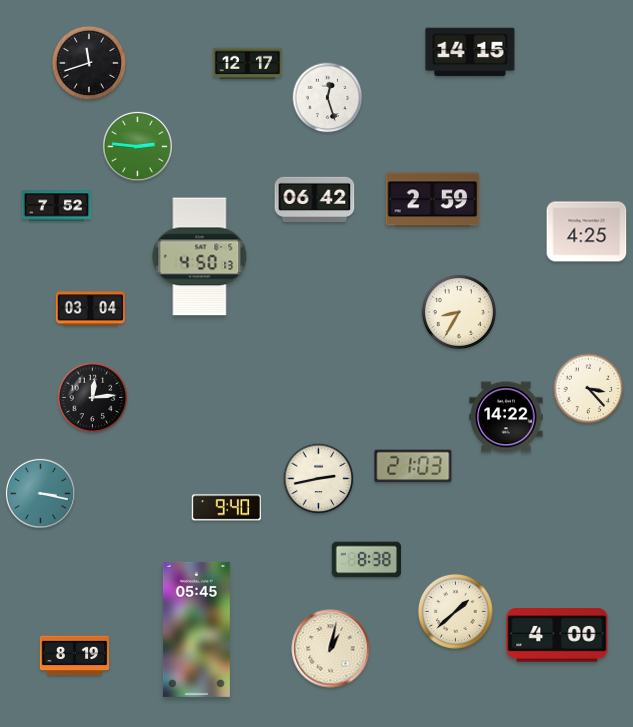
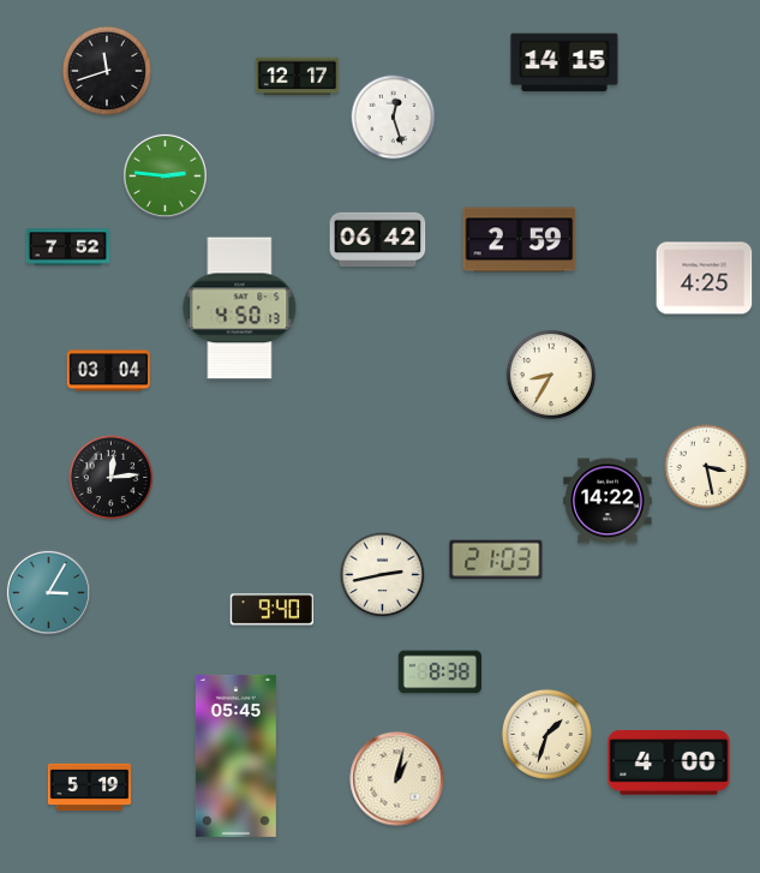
clock at (89, 63) position: (89, 63) -> (107, 71)
clock at (589, 389): 3:23 -> 3:28
clock at (40, 493): 3:17 -> 3:05
clock at (455, 611): 1:38 -> 1:33
clock at (75, 656): 8:19 -> 5:19
